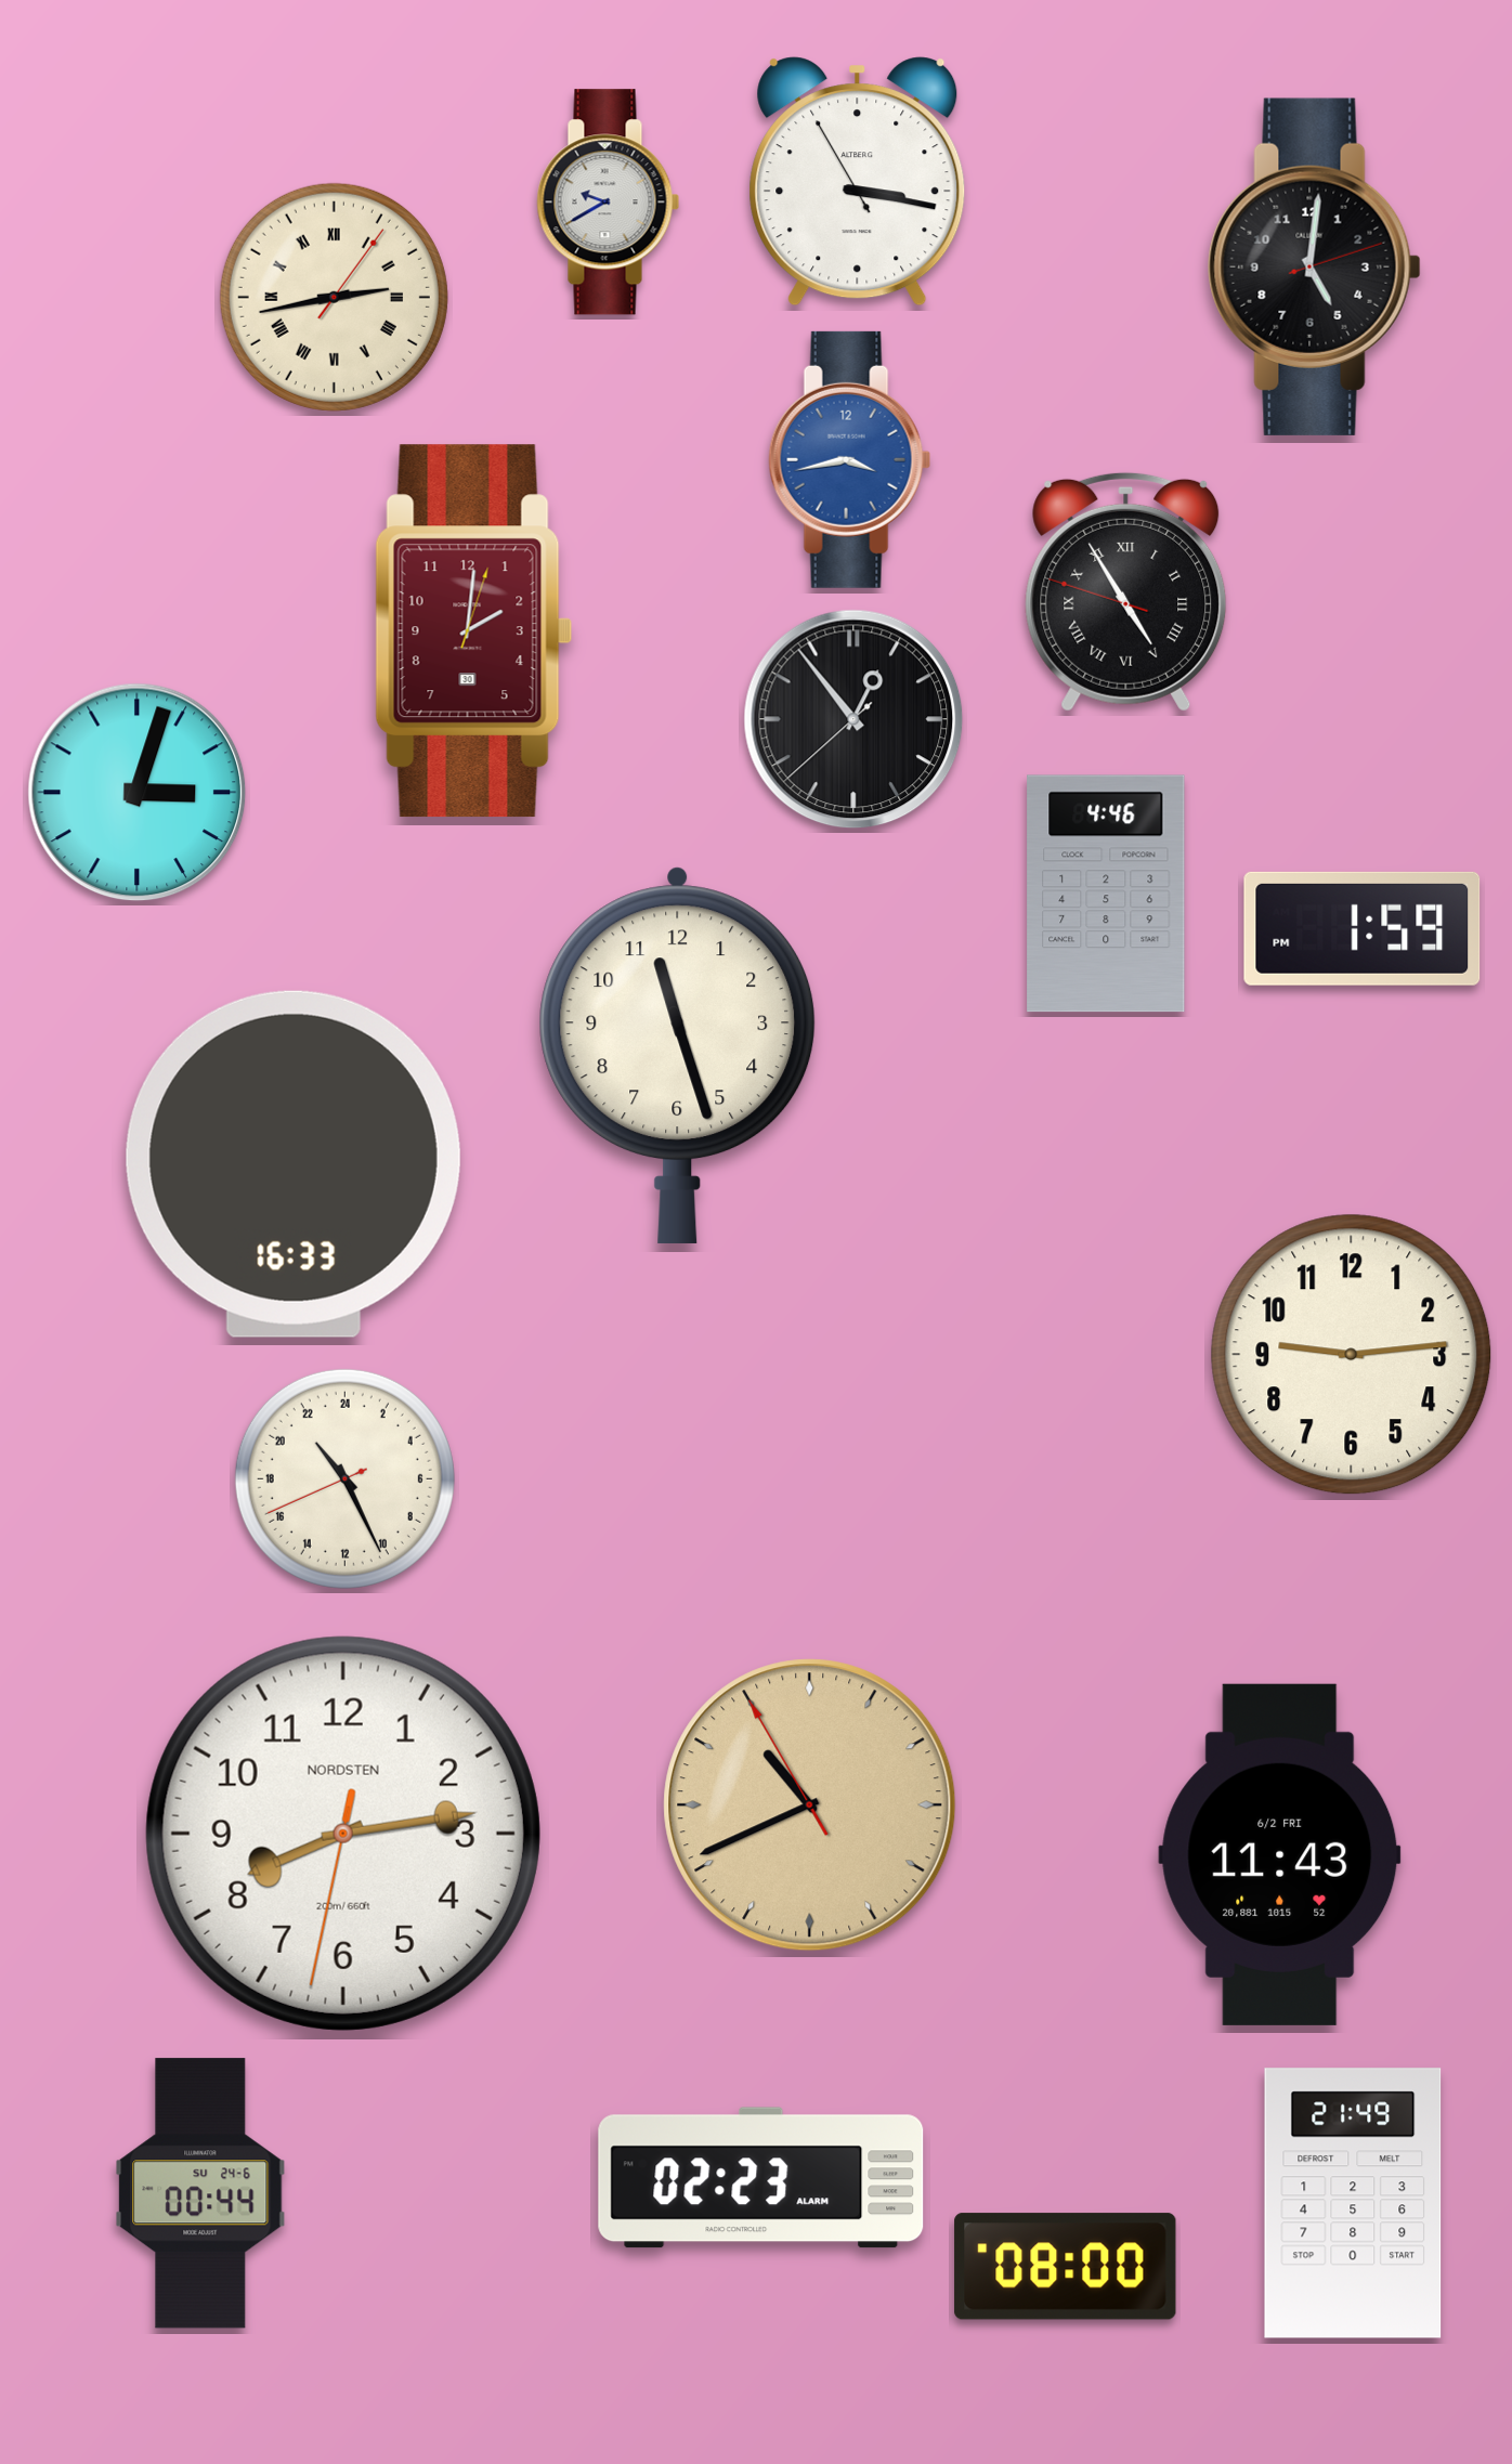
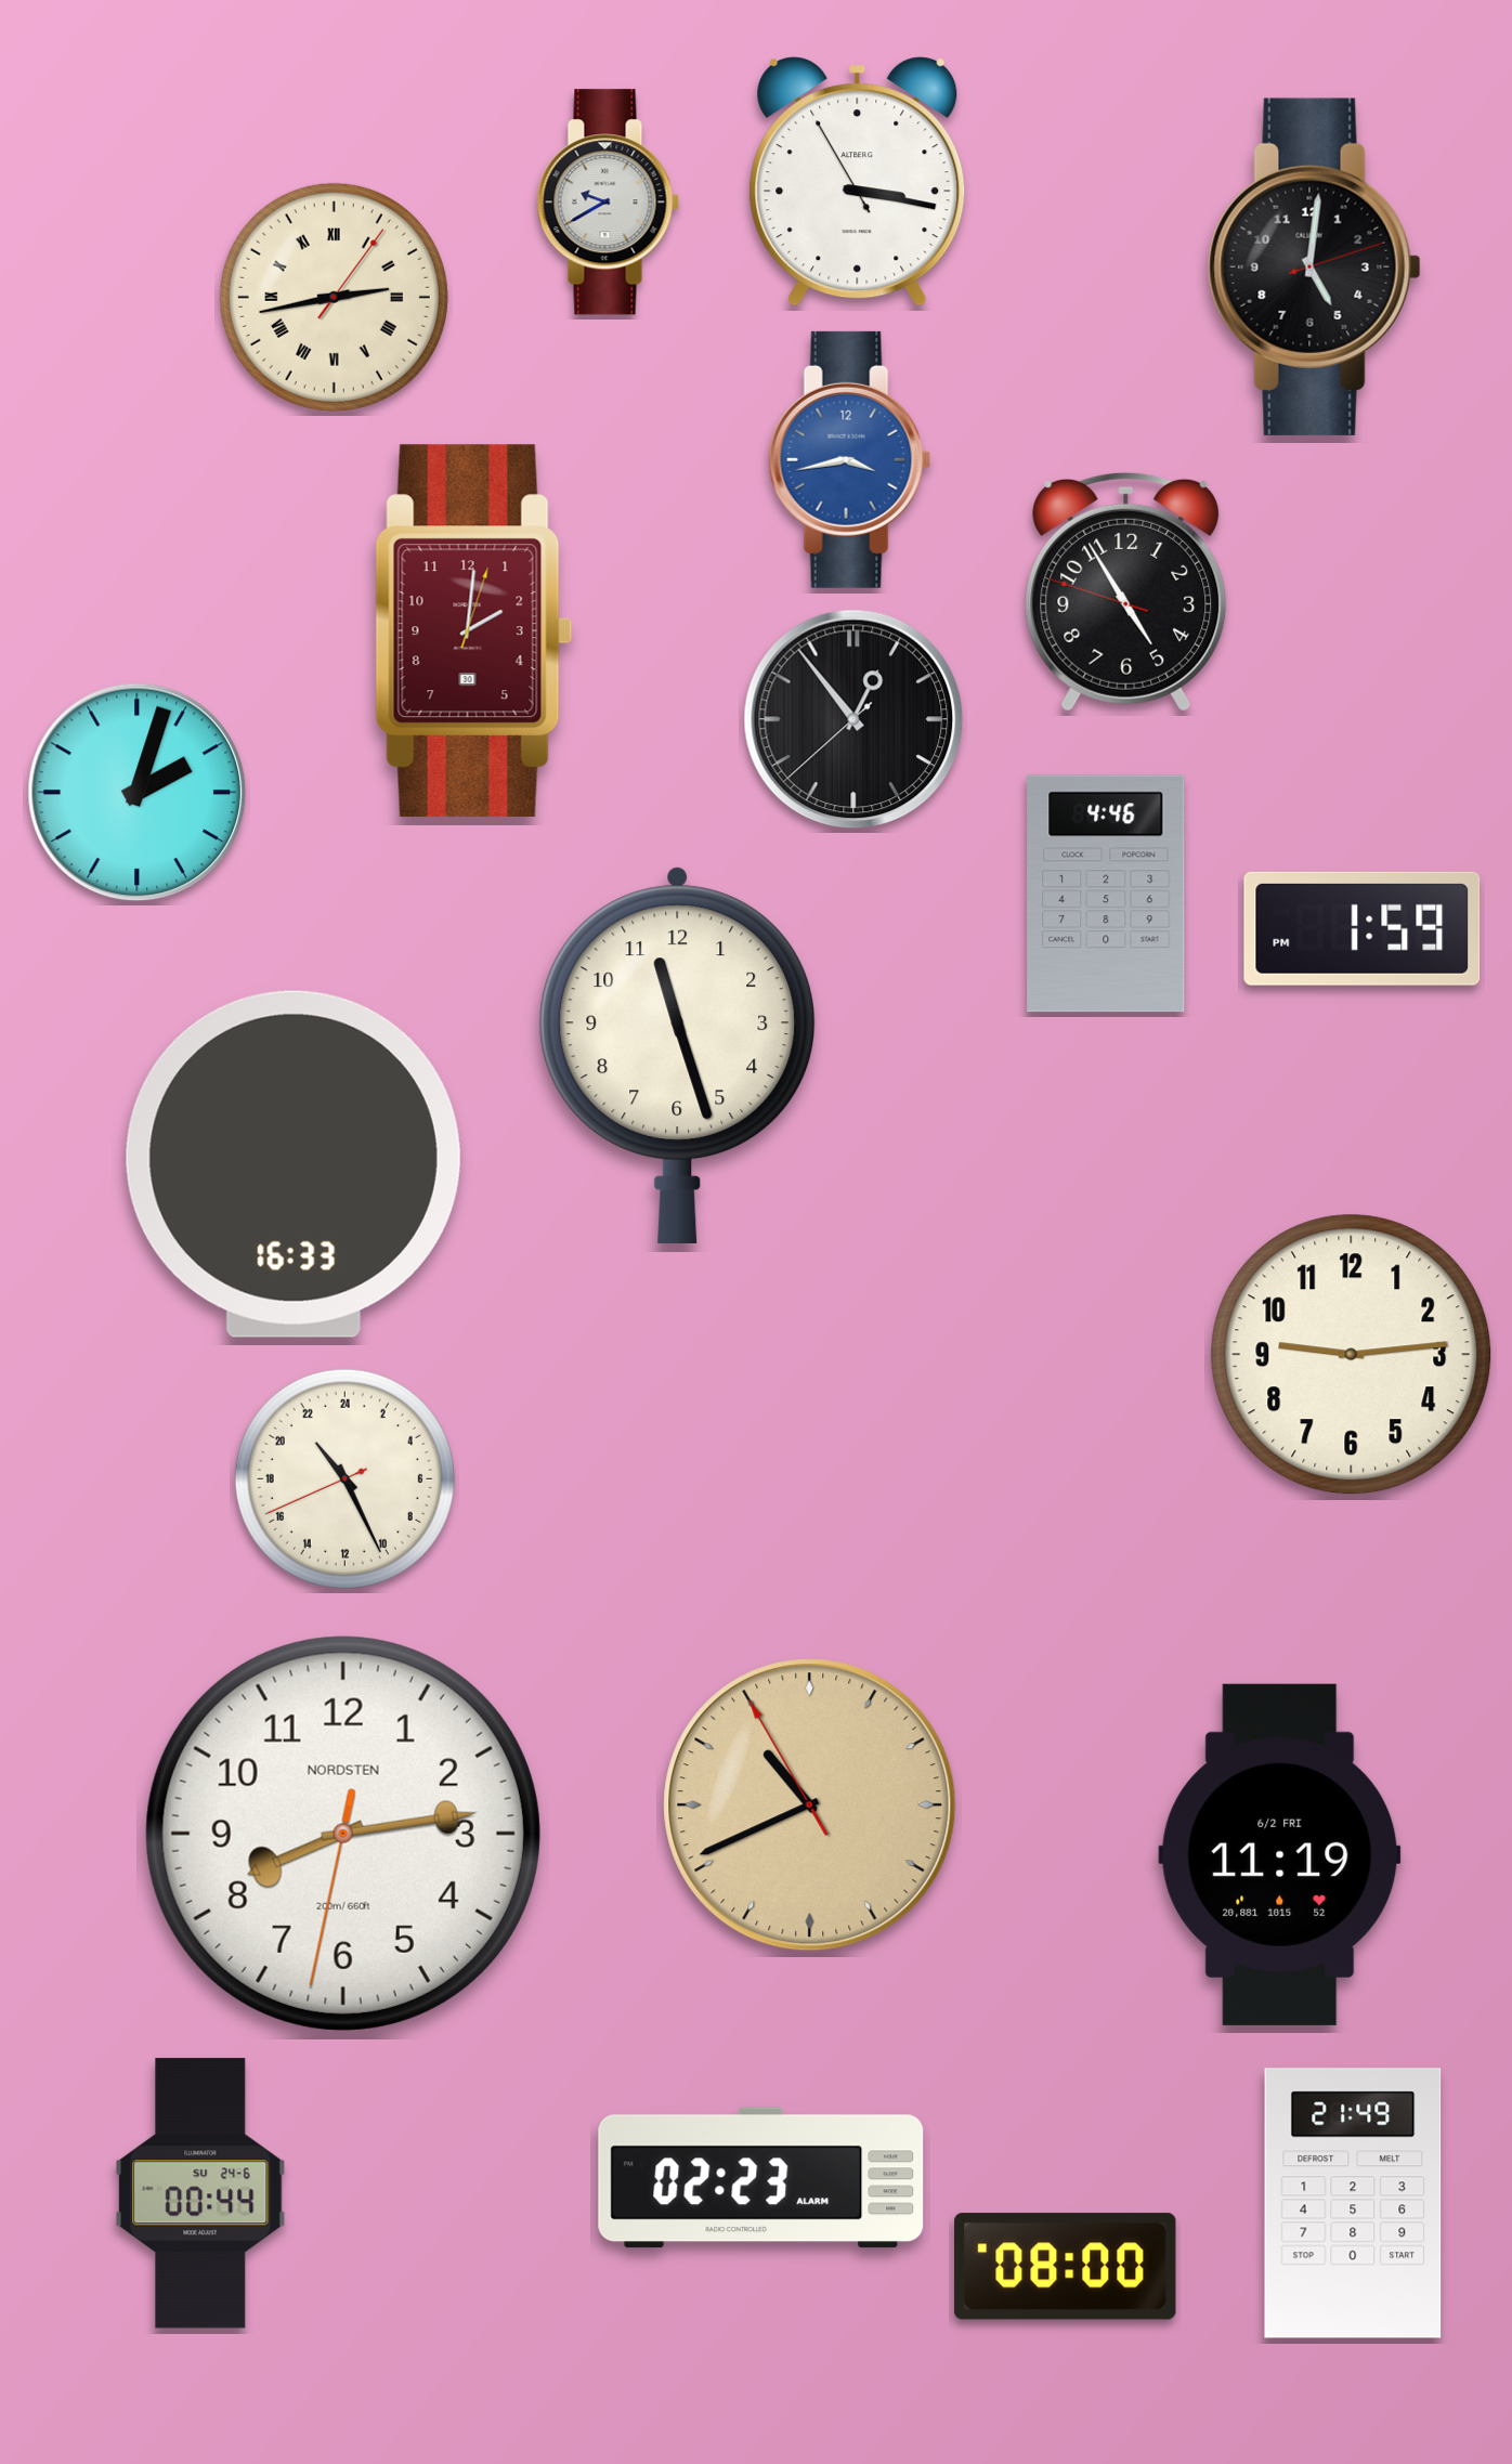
clock at (1126, 591) numerals: Roman -> Arabic
clock at (138, 793): 3:03 -> 2:03
clock at (1280, 1854): 11:43 -> 11:19
